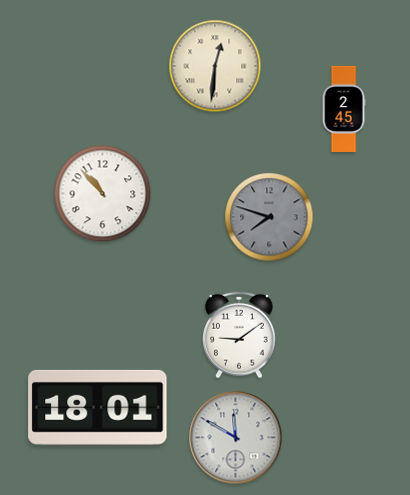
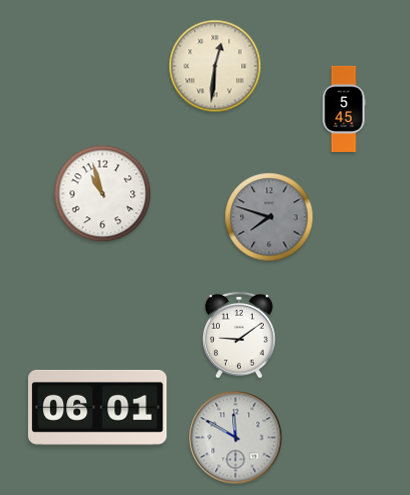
clock at (344, 109): 2:45 -> 5:45
clock at (103, 194): 10:53 -> 10:57
clock at (98, 407): 18:01 -> 06:01
